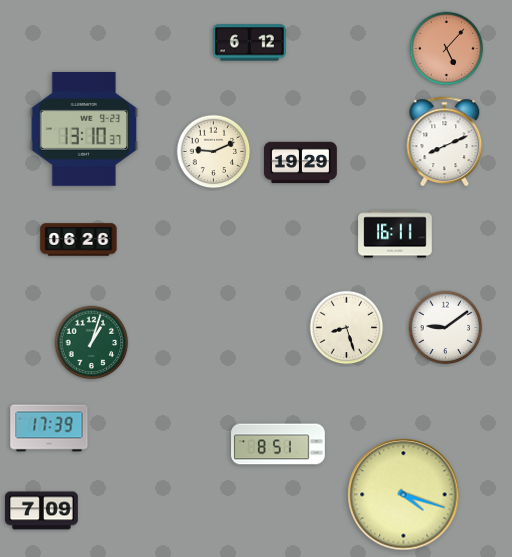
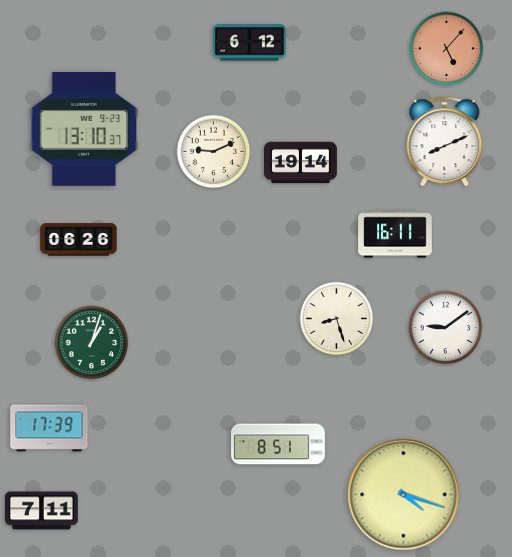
clock at (301, 163): 19:29 -> 19:14
clock at (347, 328) position: (347, 328) -> (337, 319)
clock at (42, 511): 7:09 -> 7:11
